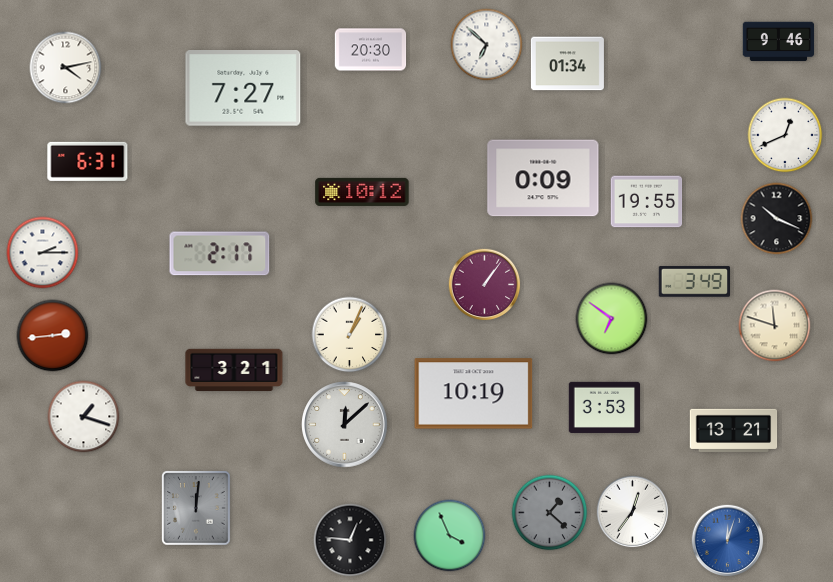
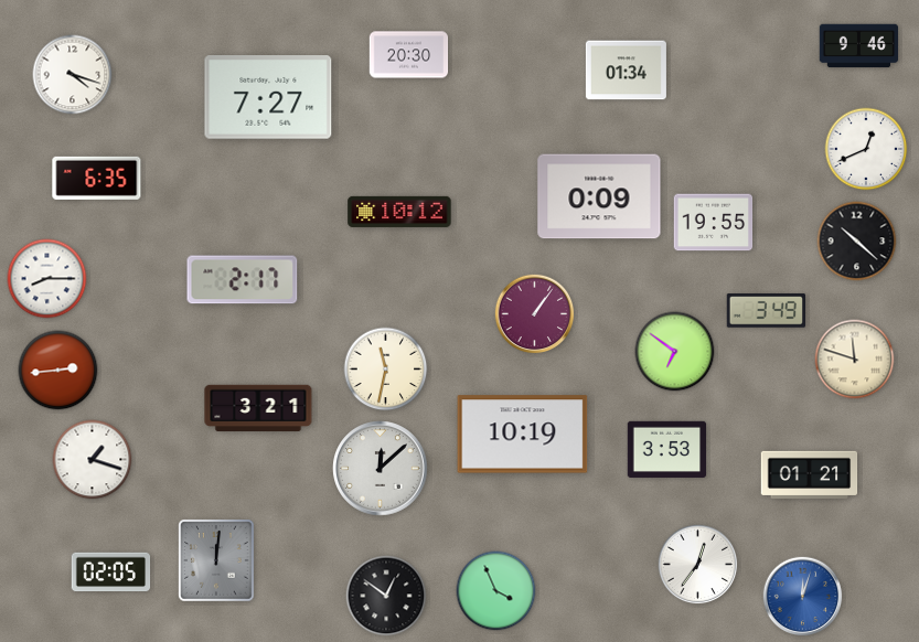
clock at (487, 45): 6:52 -> none
clock at (66, 68): 4:13 -> 4:18
clock at (88, 161): 6:31 -> 6:35
clock at (777, 219): 10:19 -> 10:22
clock at (43, 253): 2:15 -> 8:15
clock at (350, 335): 1:04 -> 11:32
clock at (734, 430): 13:21 -> 01:21
clock at (550, 513): 1:22 -> none
clock at (111, 573): none -> 02:05
clock at (350, 540): 12:46 -> 12:51
